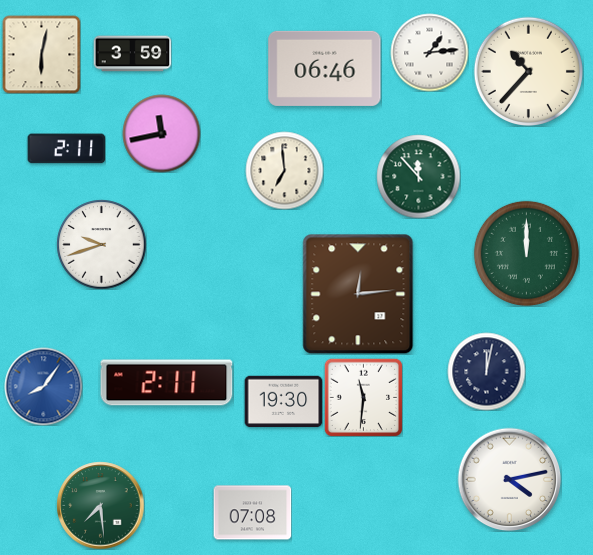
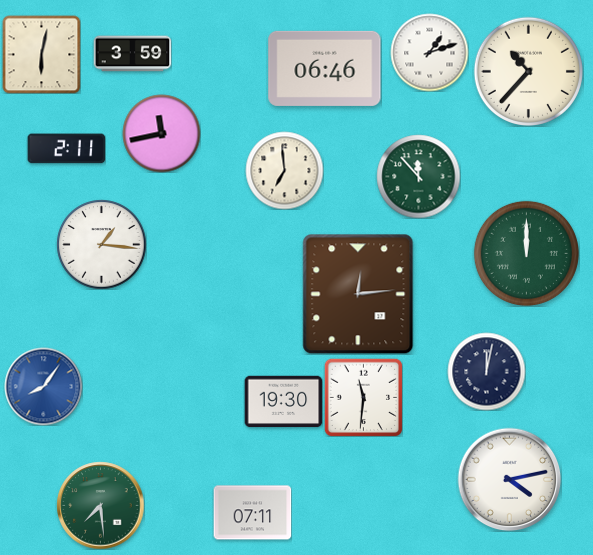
clock at (429, 52): 1:14 -> 1:12
clock at (101, 244): 9:42 -> 1:16
clock at (167, 383): 2:11 -> none
clock at (252, 513): 07:08 -> 07:11
